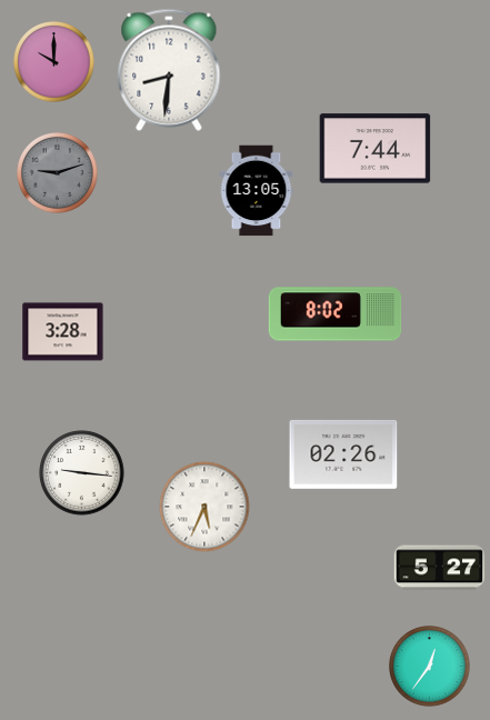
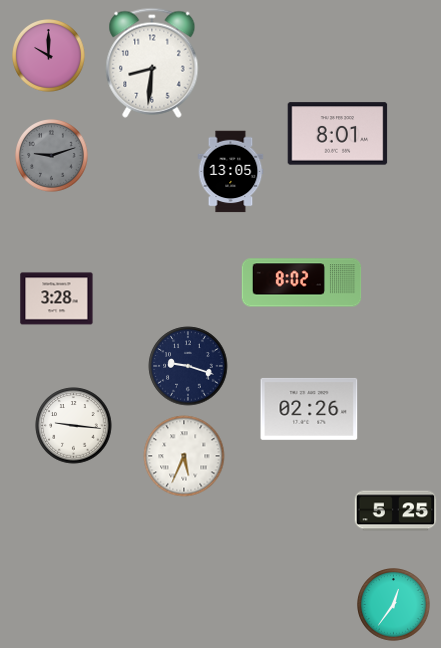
clock at (376, 149): 7:44 -> 8:01
clock at (188, 366): none -> 9:18
clock at (440, 568): 5:27 -> 5:25
clock at (430, 667) position: (430, 667) -> (394, 605)
